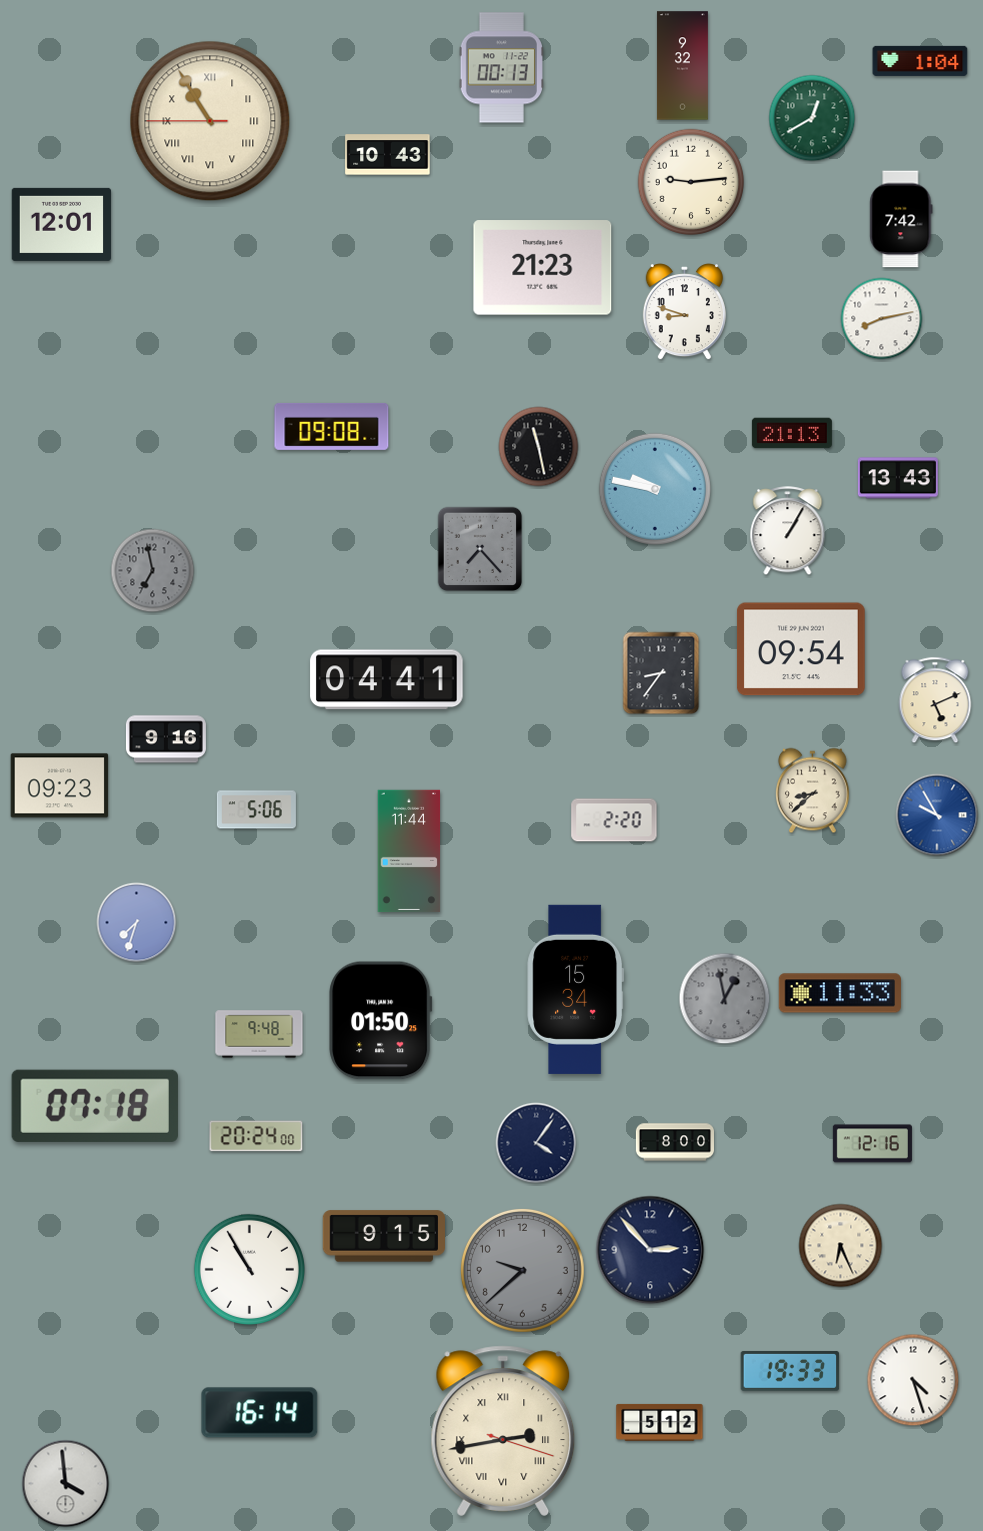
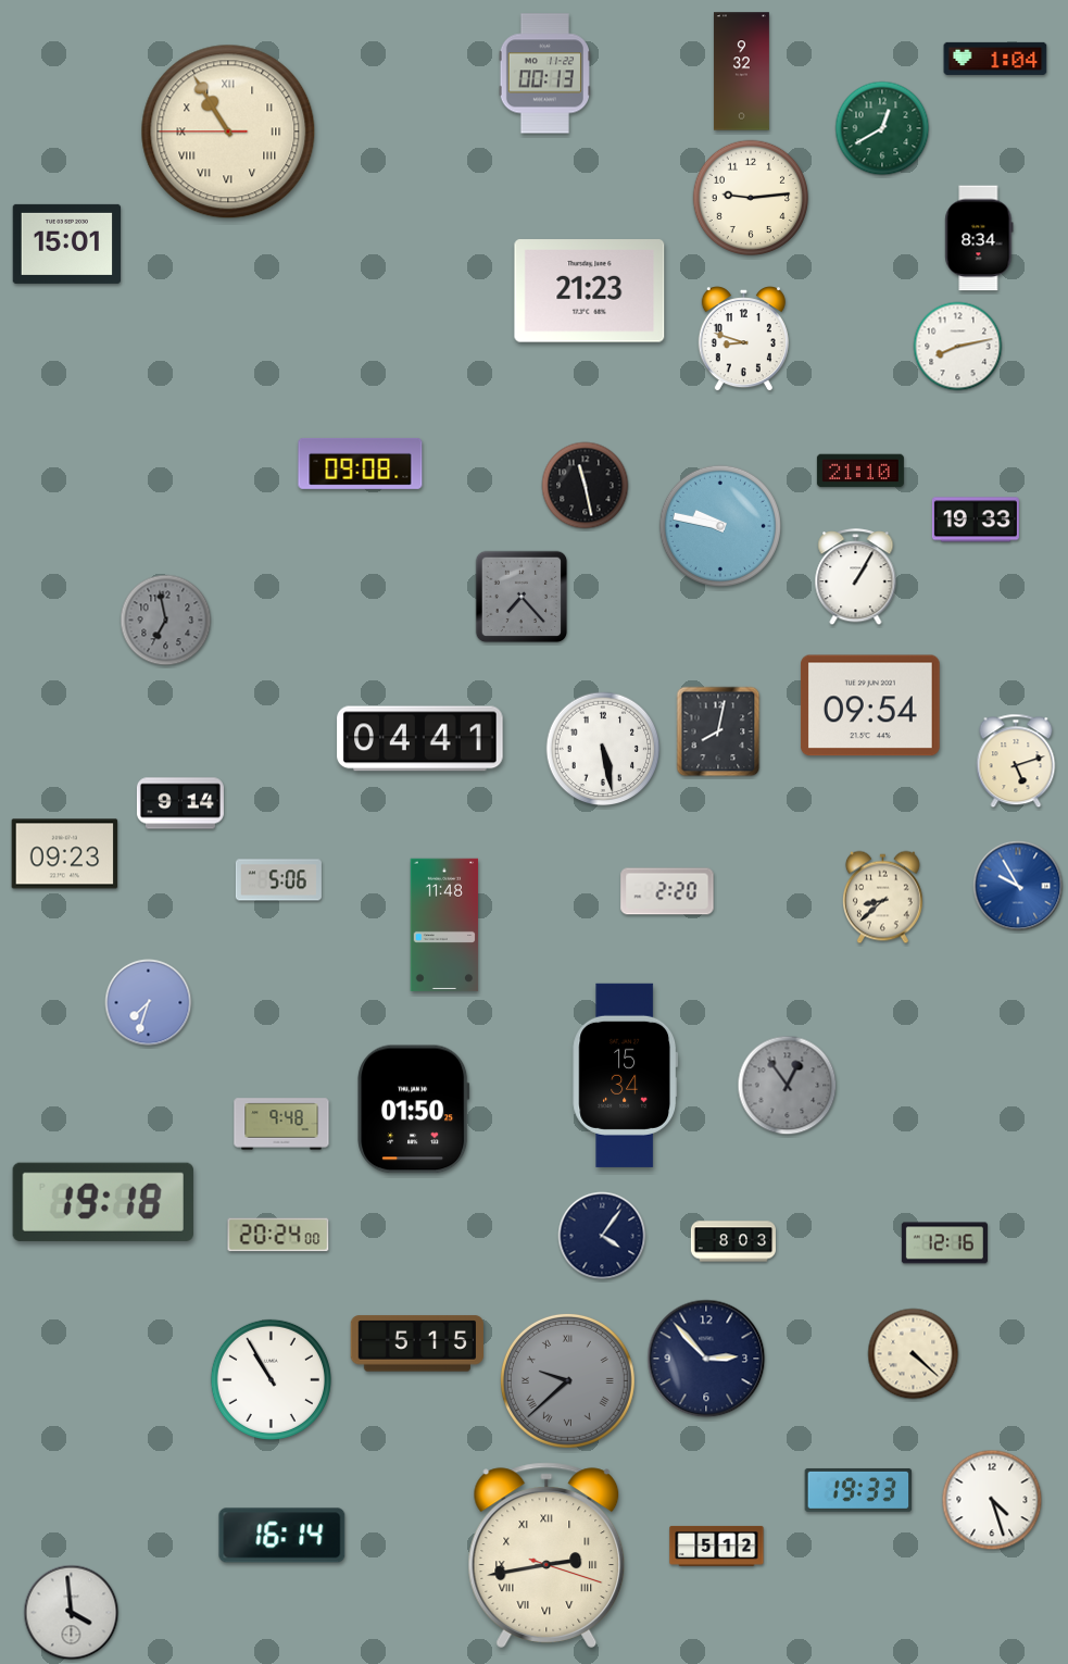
clock at (920, 61) position: (920, 61) -> (995, 59)
clock at (388, 155): 10:43 -> none
clock at (901, 219): 7:42 -> 8:34
clock at (62, 224): 12:01 -> 15:01
clock at (792, 433): 21:13 -> 21:10
clock at (898, 478): 13:43 -> 19:33
clock at (655, 489) position: (655, 489) -> (720, 526)
clock at (661, 673): 8:36 -> 8:02
clock at (603, 749): none -> 5:28
clock at (935, 700): 5:11 -> 5:12
clock at (166, 739): 9:16 -> 9:14
clock at (813, 791) position: (813, 791) -> (883, 898)
clock at (409, 851): 11:44 -> 11:48
clock at (839, 993): 11:33 -> none
clock at (725, 999): 12:58 -> 12:54
clock at (95, 1106): 07:18 -> 19:18
clock at (674, 1142): 8:00 -> 8:03
clock at (536, 1143) position: (536, 1143) -> (602, 1236)
clock at (872, 1144) position: (872, 1144) -> (944, 1243)
clock at (383, 1236): 9:15 -> 5:15
clock at (841, 1246): 6:26 -> 4:22
clock at (522, 1270) numerals: Arabic -> Roman
